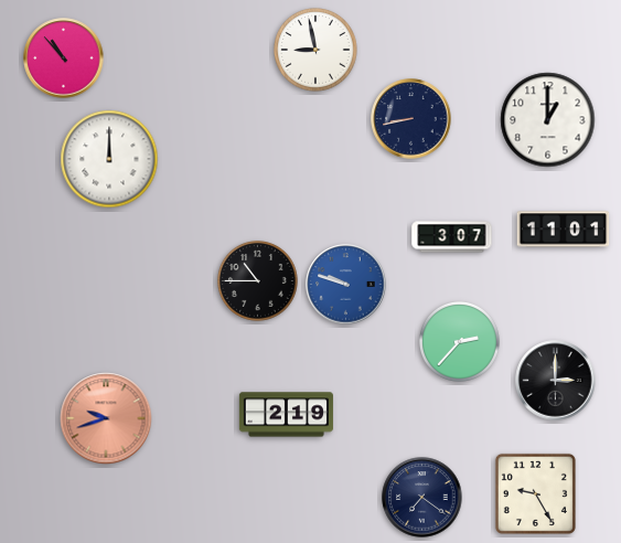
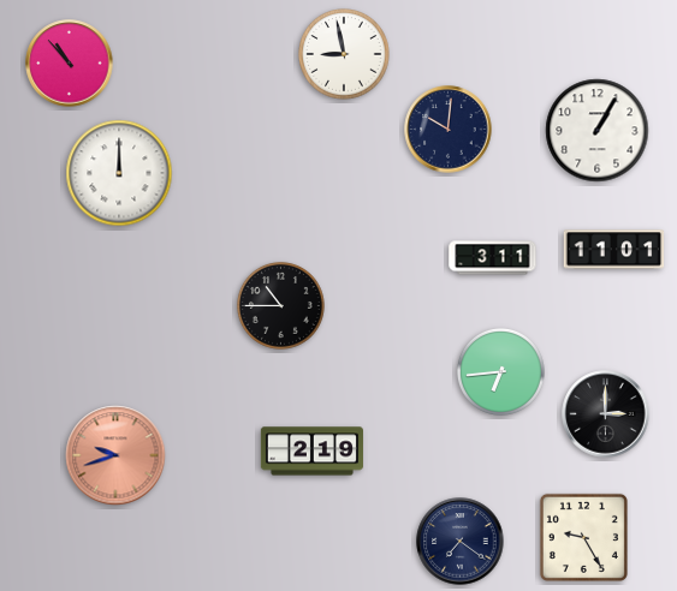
clock at (411, 119): 8:43 -> 10:01
clock at (548, 120): 1:00 -> 1:05
clock at (452, 237): 3:07 -> 3:11
clock at (346, 285): 9:48 -> none
clock at (459, 341): 2:37 -> 6:44
